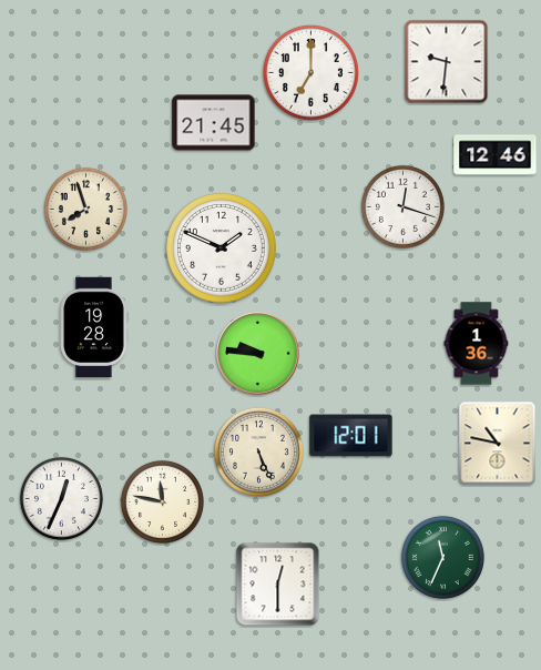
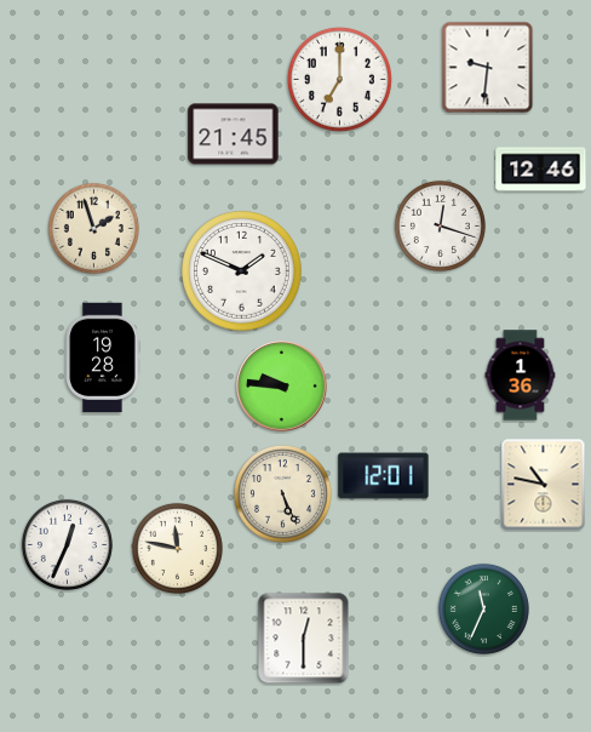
clock at (85, 209): 7:57 -> 1:57
